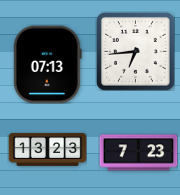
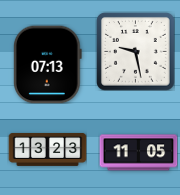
clock at (136, 52): 6:44 -> 9:28
clock at (138, 153): 7:23 -> 11:05
